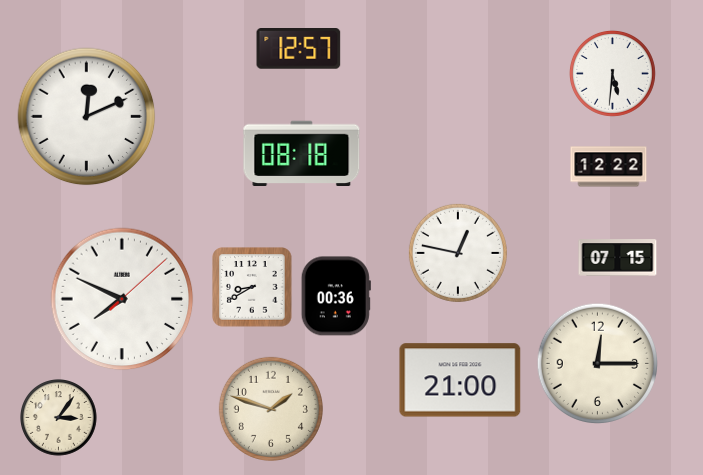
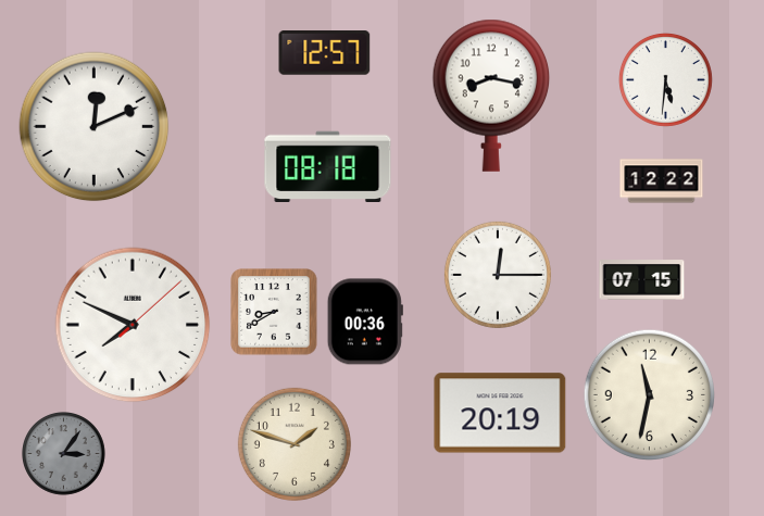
clock at (491, 96): none -> 8:17
clock at (458, 253): 12:47 -> 12:15
clock at (618, 258) position: (618, 258) -> (642, 280)
clock at (597, 363): 12:15 -> 11:32
clock at (460, 380): 21:00 -> 20:19
clock at (59, 418) dial: cream -> grey
